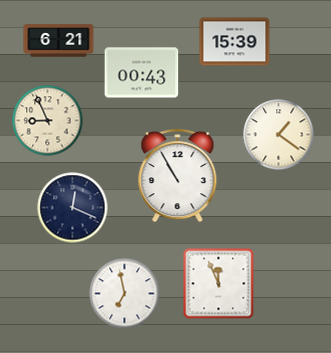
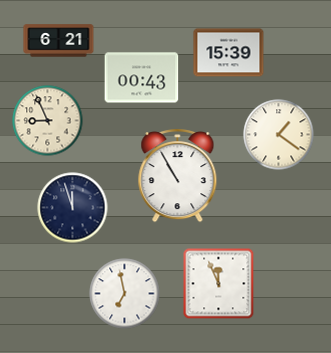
clock at (235, 42) position: (235, 42) -> (229, 53)
clock at (142, 73) position: (142, 73) -> (142, 78)
clock at (73, 208): 12:19 -> 11:57
